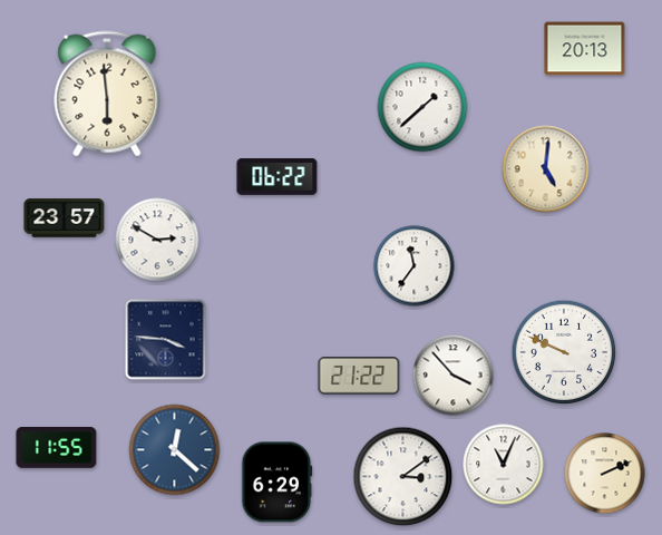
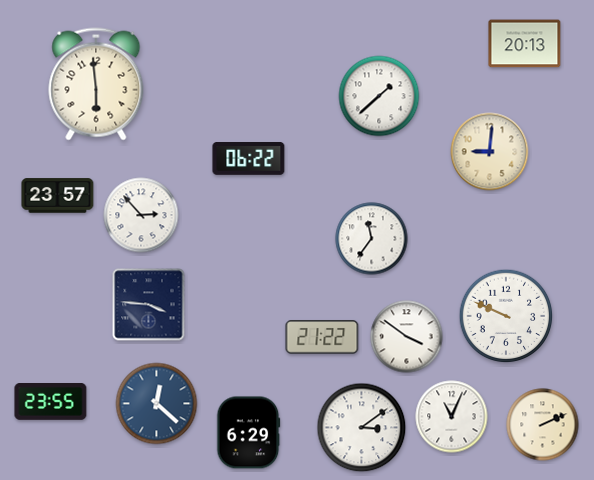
clock at (546, 169): 5:01 -> 9:01
clock at (157, 240): 2:50 -> 2:53
clock at (454, 376): 3:53 -> 3:51
clock at (57, 448): 11:55 -> 23:55
